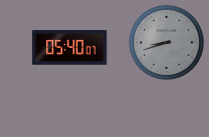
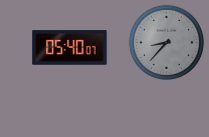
clock at (166, 42): 8:42 -> 8:37
